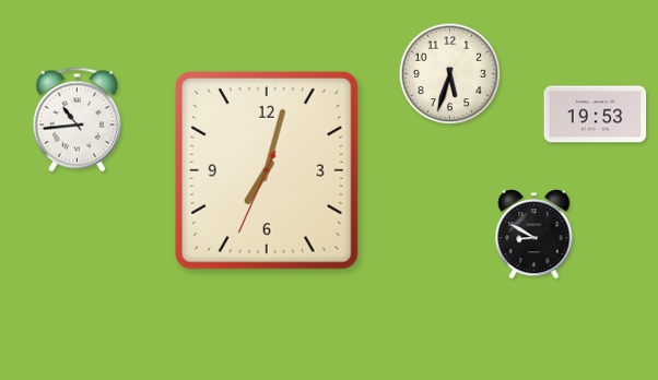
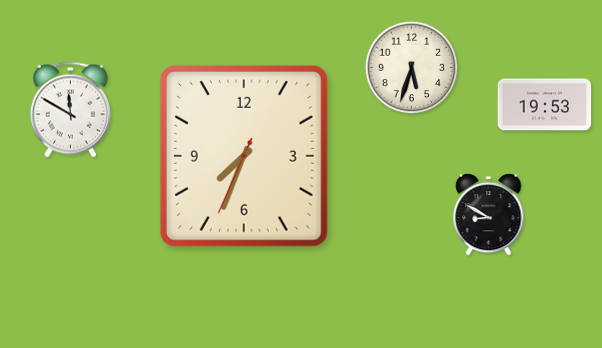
clock at (77, 120): 10:44 -> 11:50
clock at (267, 170): 7:02 -> 7:33
